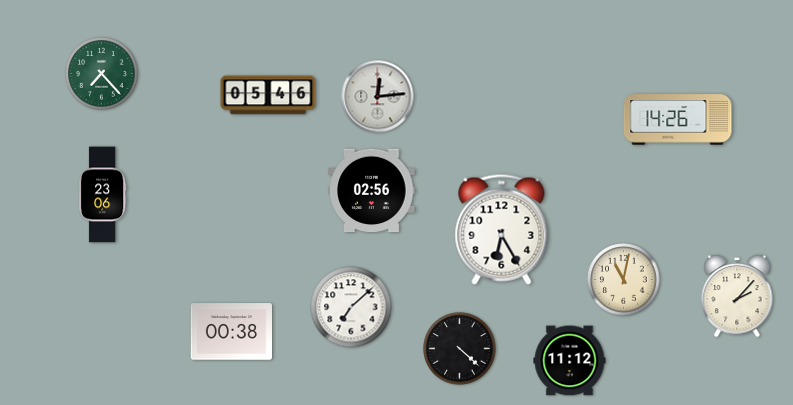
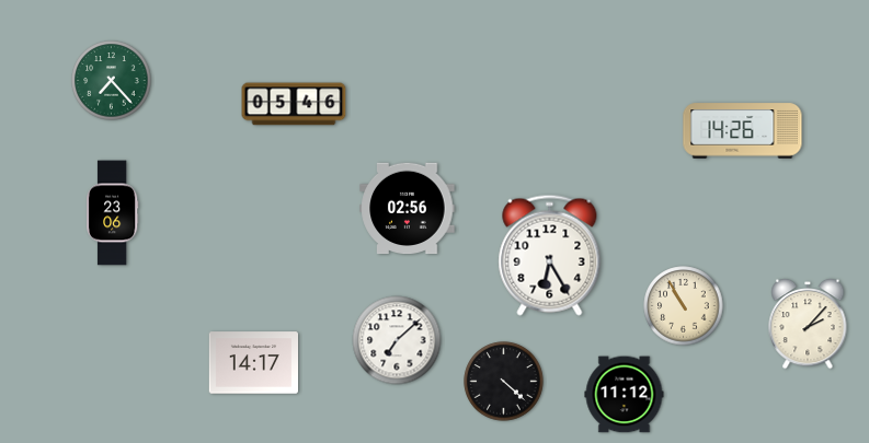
clock at (378, 97): 12:14 -> none
clock at (502, 229) position: (502, 229) -> (550, 255)
clock at (624, 280): 11:02 -> 10:55
clock at (351, 307) position: (351, 307) -> (397, 340)
clock at (231, 332): 00:38 -> 14:17
